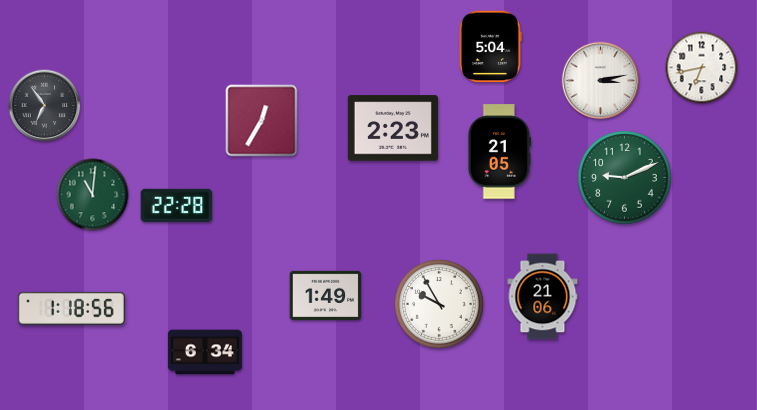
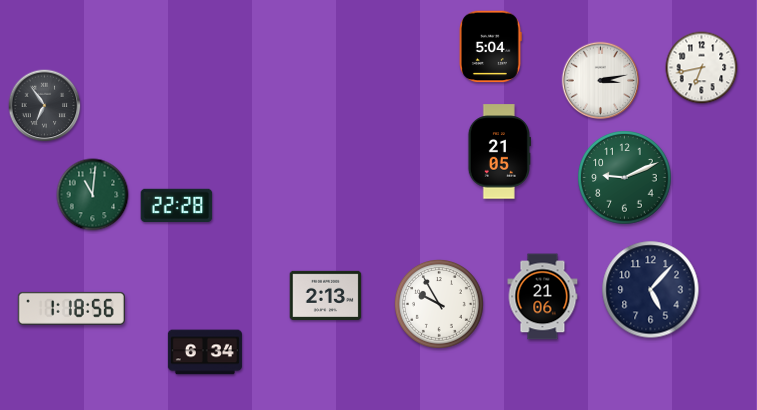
clock at (262, 121): 12:35 -> none
clock at (393, 128): 2:23 -> none
clock at (651, 290): none -> 5:07
clock at (326, 295): 1:49 -> 2:13
